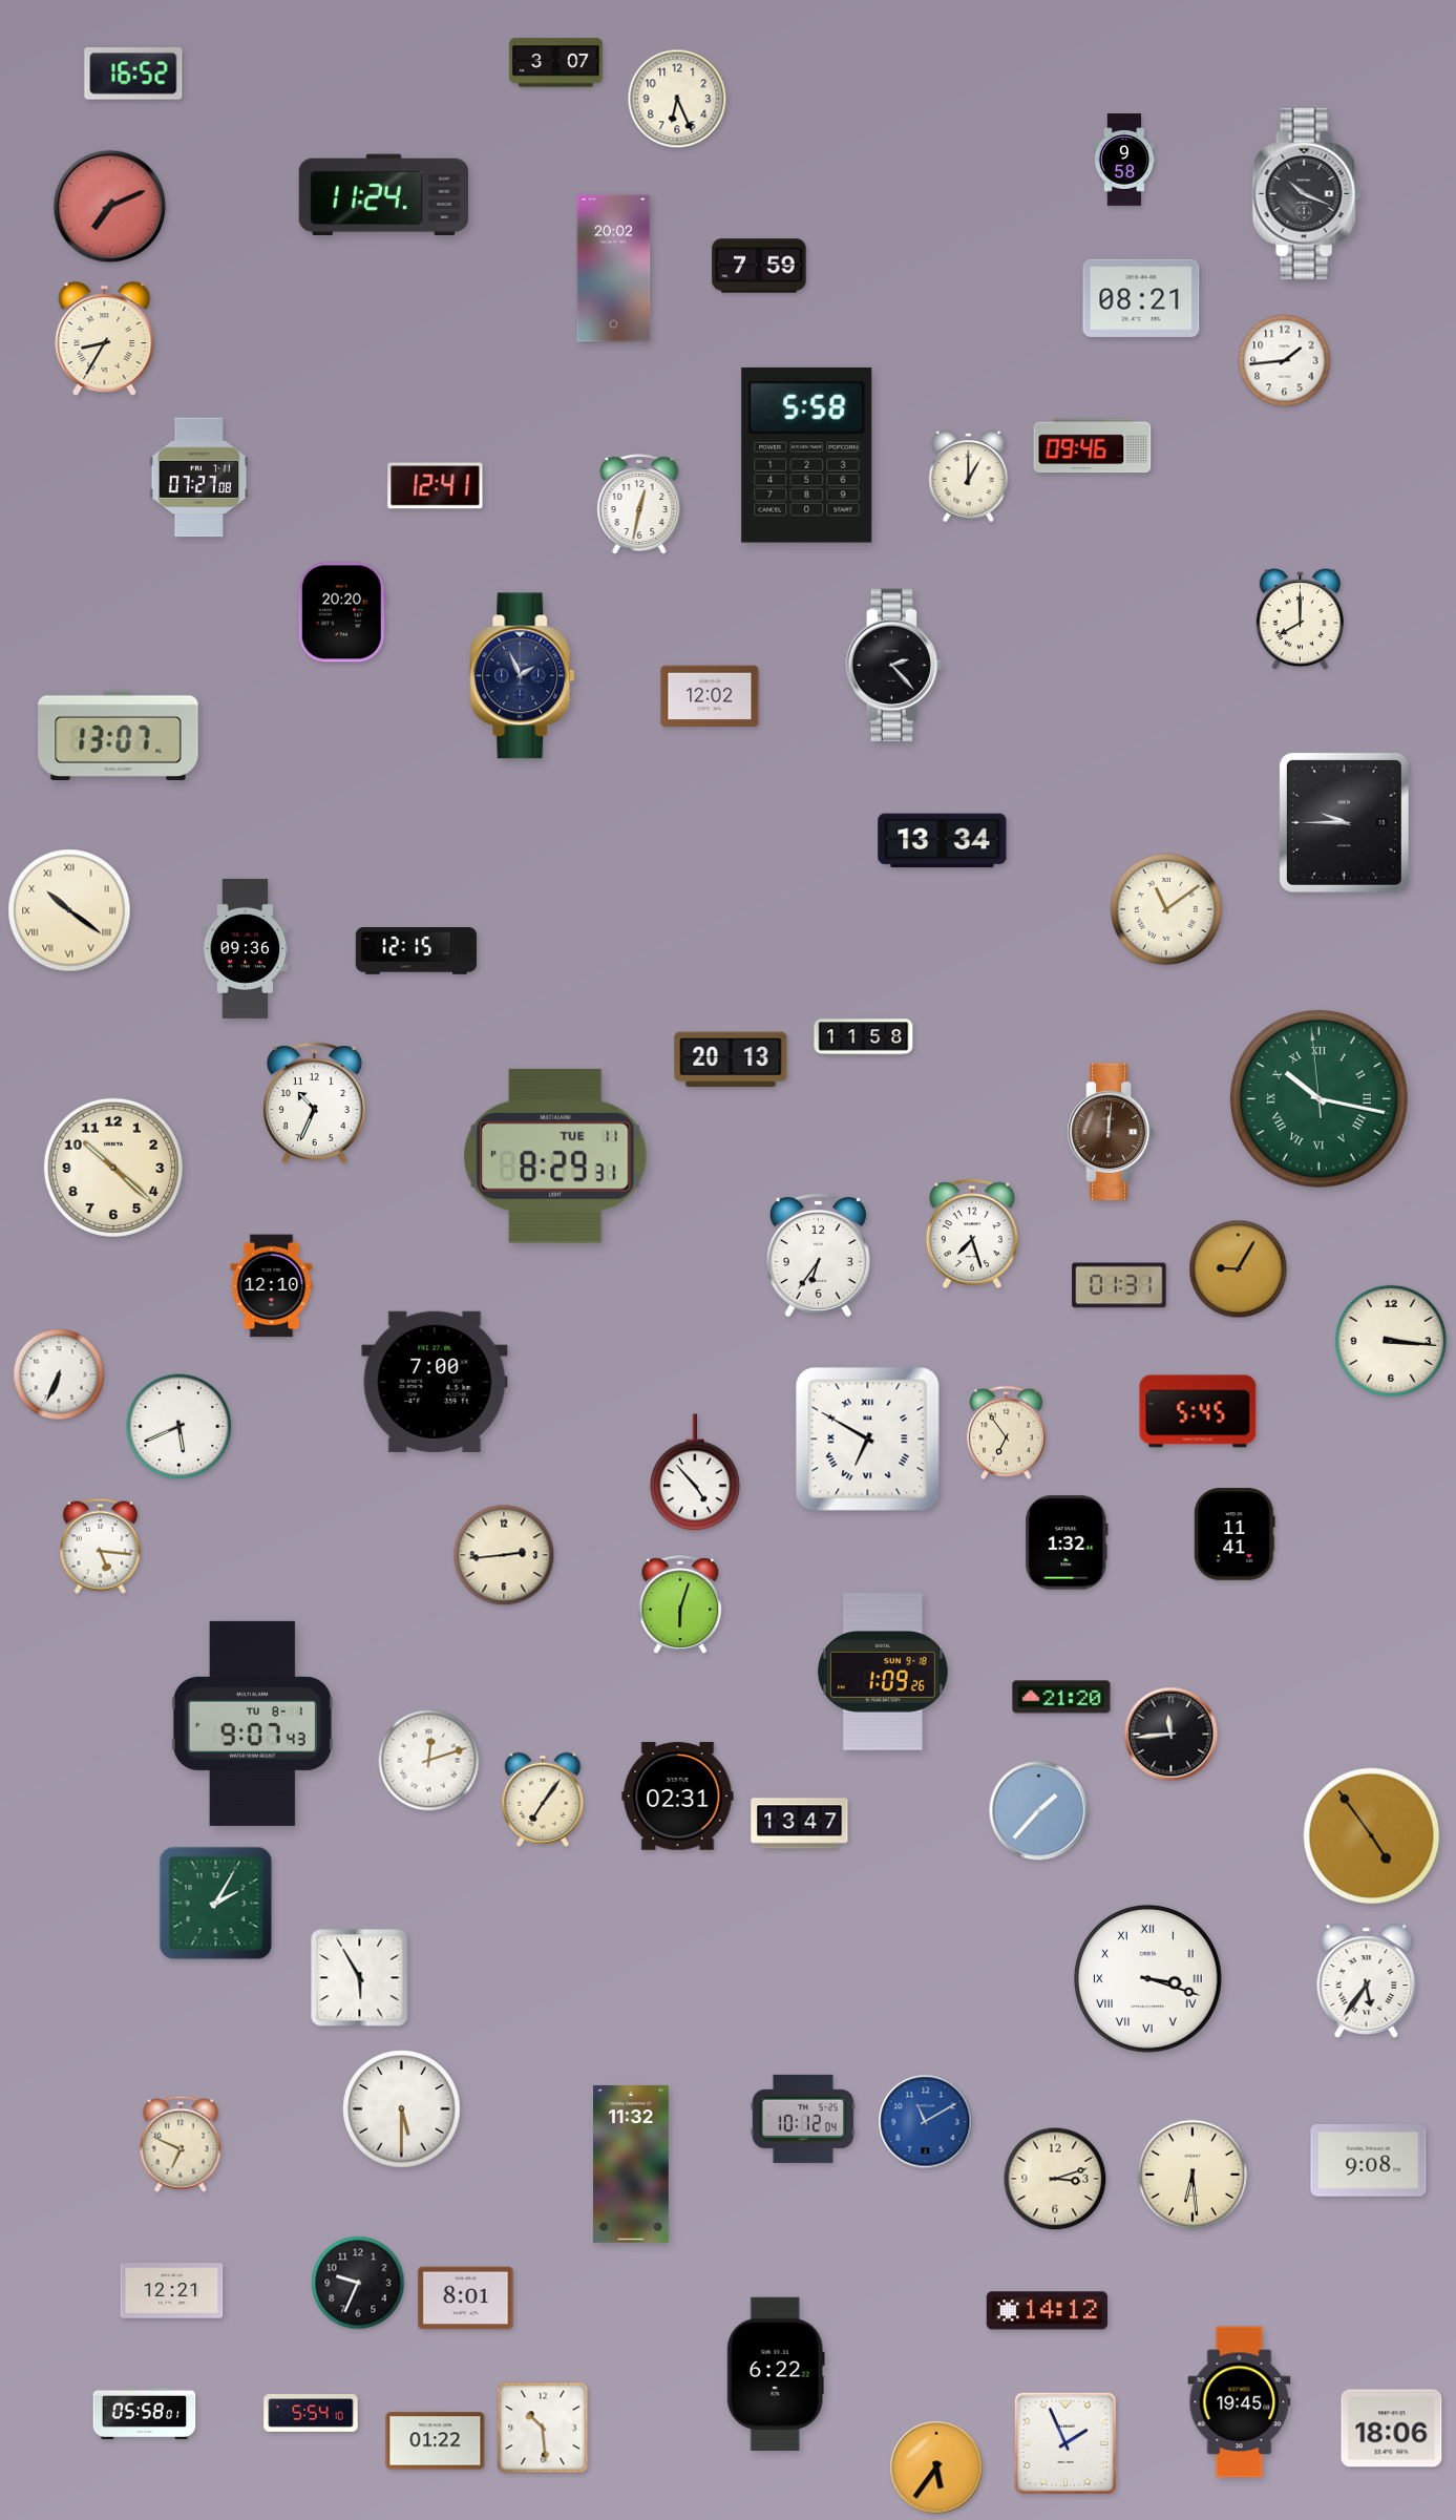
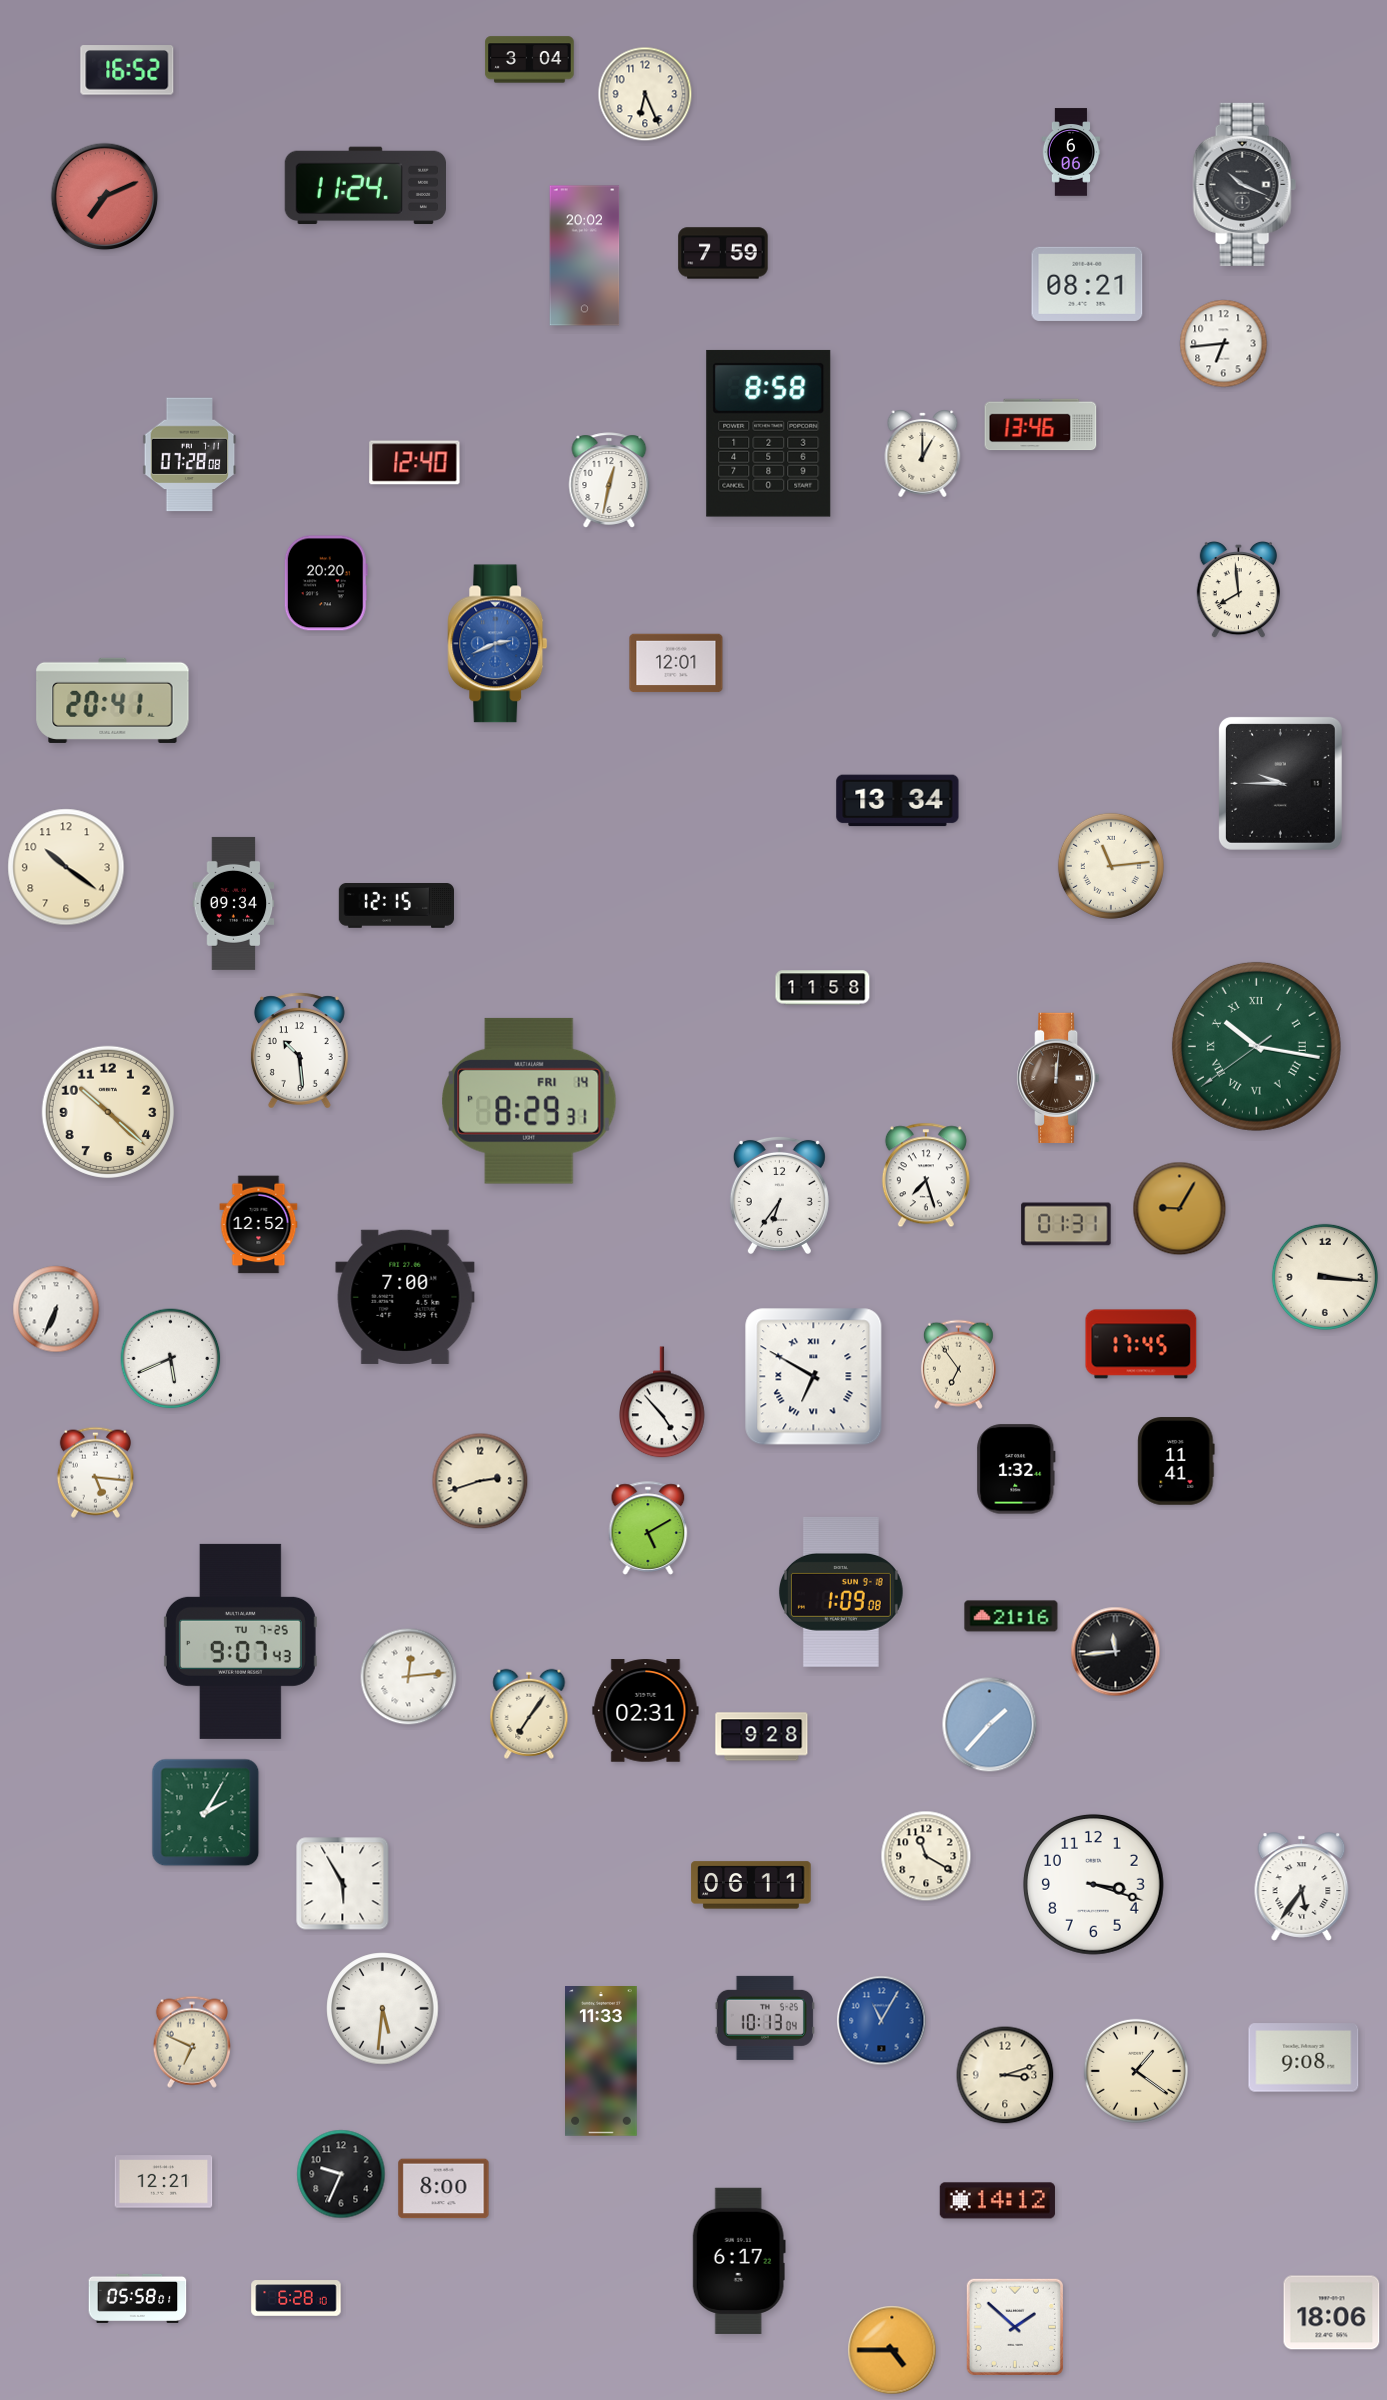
clock at (556, 63): 3:07 -> 3:04
clock at (1124, 160): 9:58 -> 6:06
clock at (105, 339): 8:35 -> none
clock at (1285, 361): 1:44 -> 6:44
clock at (1093, 446): 09:46 -> 13:46
clock at (807, 455): 5:58 -> 8:58
clock at (199, 478): 07:27 -> 07:28
clock at (436, 486): 12:41 -> 12:40
clock at (1300, 619): 8:00 -> 7:59
clock at (893, 666): 2:23 -> none
clock at (523, 676): 1:56 -> 2:41
clock at (523, 676) dial: navy -> blue
clock at (710, 696): 12:02 -> 12:01
clock at (119, 735): 13:07 -> 20:41
clock at (1166, 909): 11:09 -> 11:14
clock at (69, 910) numerals: Roman -> Arabic
clock at (246, 948): 09:36 -> 09:34
clock at (731, 1059): 20:13 -> none
clock at (1318, 1098): 10:16:59 -> 10:16:39
clock at (314, 1104): 10:34 -> 10:29
clock at (555, 1156) date: TUE 11 -> FRI 14
clock at (272, 1286): 12:10 -> 12:52
clock at (435, 1382) position: (435, 1382) -> (405, 1297)
clock at (1198, 1411): 5:45 -> 17:45
clock at (868, 1440) position: (868, 1440) -> (814, 1377)
clock at (504, 1555): 2:44 -> 2:42
clock at (680, 1604): 6:03 -> 5:10
clock at (883, 1672): 1:09:26 -> 1:09:08
clock at (1061, 1697): 21:20 -> 21:16
clock at (252, 1723) date: TU 8-1 -> TU 7-25
clock at (429, 1761): 12:12 -> 12:14
clock at (543, 1800) position: (543, 1800) -> (529, 1714)
clock at (800, 1824): 13:47 -> 9:28
clock at (1372, 1836): 4:54 -> none
clock at (926, 1856): none -> 11:20
clock at (1147, 1978) numerals: Roman -> Arabic
clock at (751, 1885): none -> 06:11
clock at (402, 2109): 5:30 -> 5:31
clock at (803, 2119): 10:12 -> 10:13
clock at (926, 2122): 11:10 -> 11:05
clock at (181, 2144) position: (181, 2144) -> (192, 2042)
clock at (632, 2165): 11:32 -> 11:33
clock at (1193, 2175): 6:29 -> 1:21
clock at (466, 2298): 8:01 -> 8:00
clock at (776, 2374): 6:22 -> 6:17
clock at (1240, 2402): 19:45 -> none
clock at (311, 2413): 5:54 -> 6:28
clock at (543, 2428): 10:29 -> none
clock at (1392, 2429) position: (1392, 2429) -> (1332, 2313)
clock at (436, 2441): 01:22 -> none
clock at (1065, 2443): 1:56 -> 1:52
clock at (936, 2467): 5:36 -> 4:45
